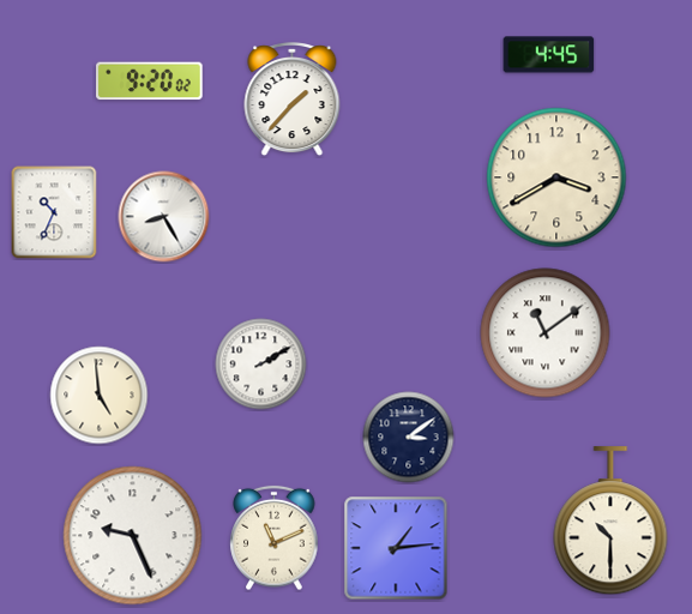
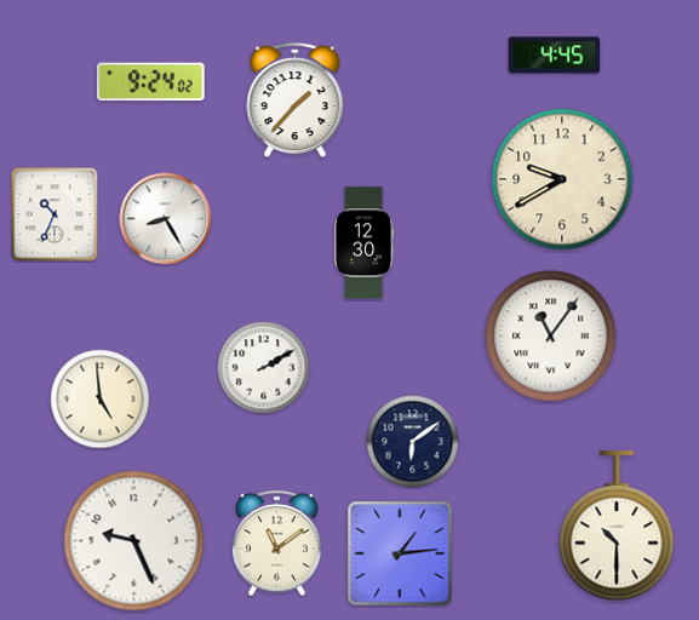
clock at (150, 82): 9:20 -> 9:24
clock at (556, 177): 3:40 -> 9:40
clock at (363, 243): none -> 12:30
clock at (546, 333): 11:09 -> 11:06
clock at (409, 438): 3:09 -> 6:09
clock at (275, 538): 11:11 -> 11:09
